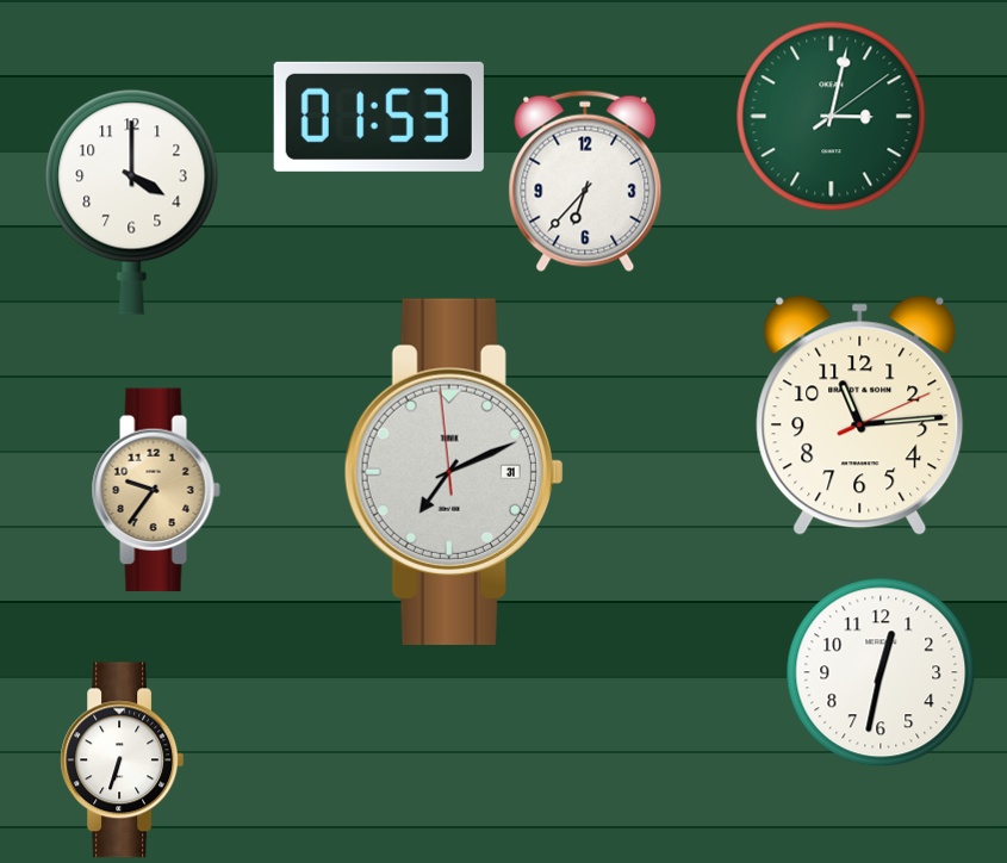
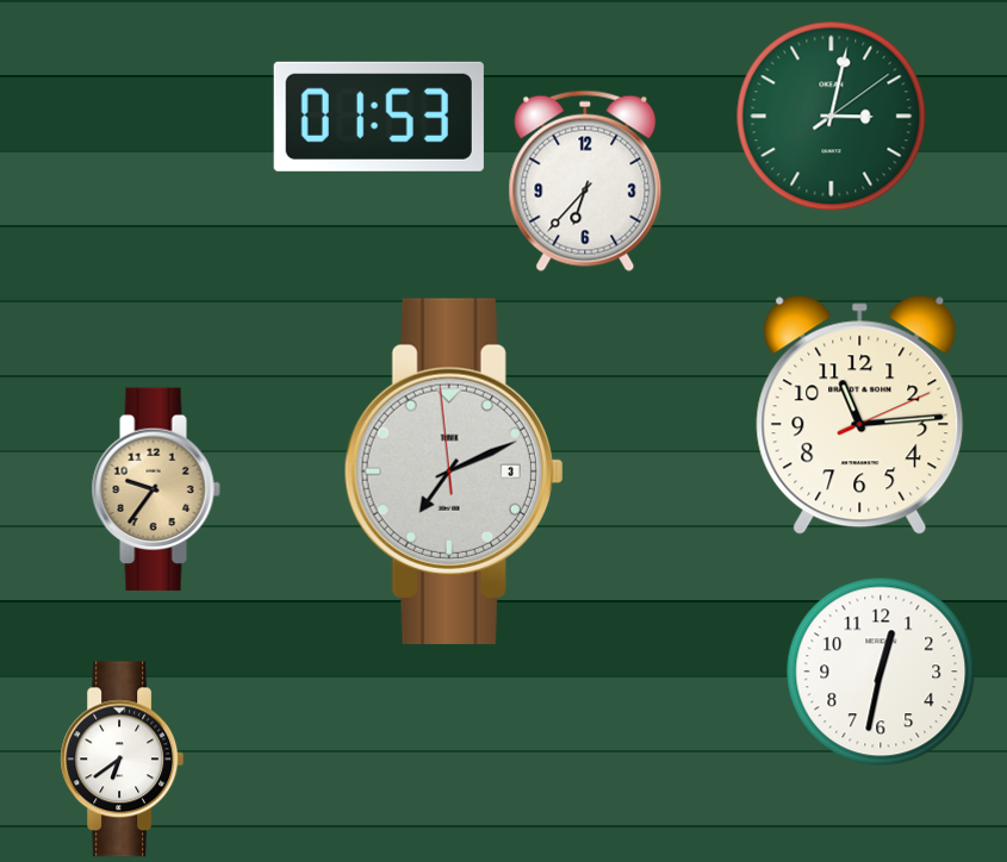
clock at (132, 201): 4:00 -> none
clock at (454, 472) date: 31 -> 3
clock at (123, 760): 6:33 -> 6:39
